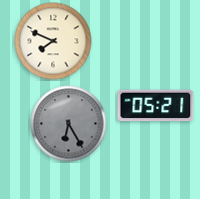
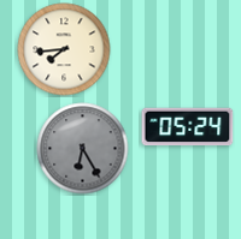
clock at (53, 41): 7:49 -> 7:44
clock at (156, 106): 05:21 -> 05:24
